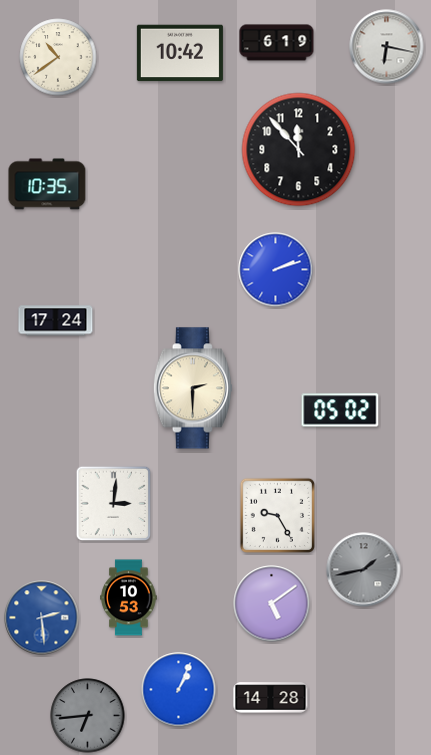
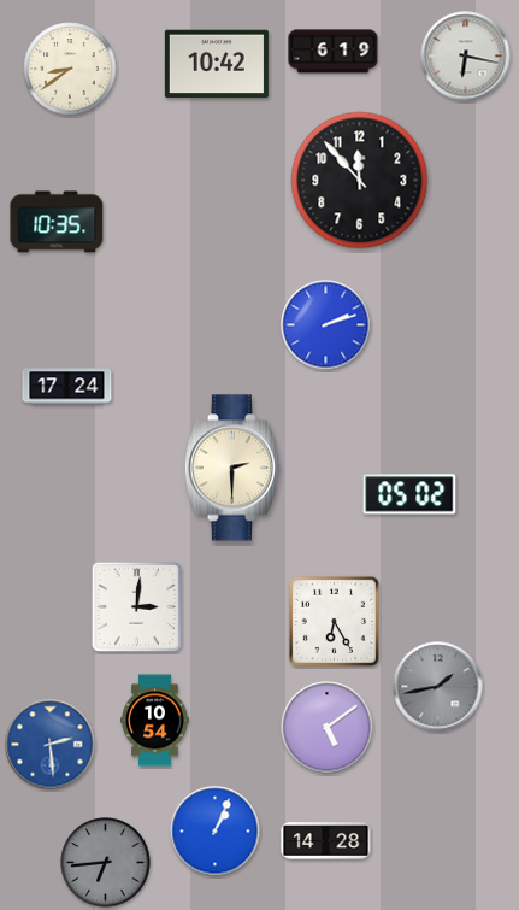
clock at (58, 57): 10:39 -> 8:39
clock at (276, 270) position: (276, 270) -> (326, 325)
clock at (277, 515): 9:25 -> 6:25
clock at (129, 598): 10:53 -> 10:54
